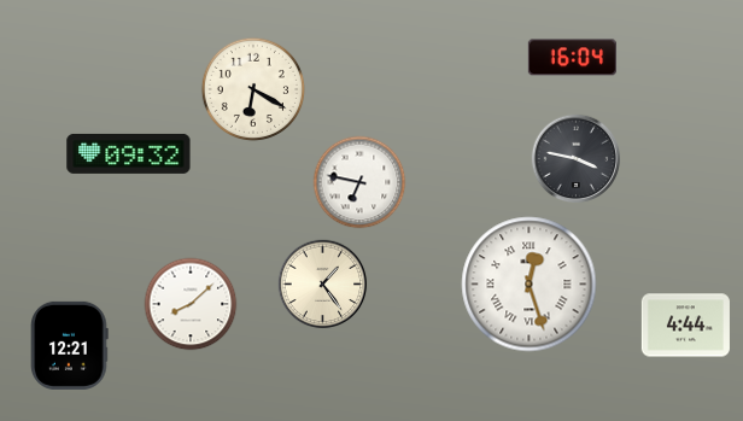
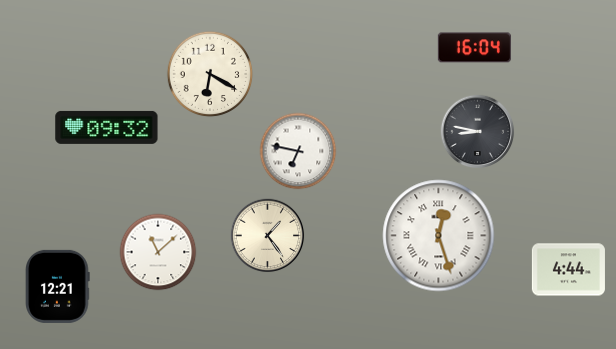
clock at (577, 159): 3:47 -> 8:47
clock at (191, 304): 8:08 -> 11:08
